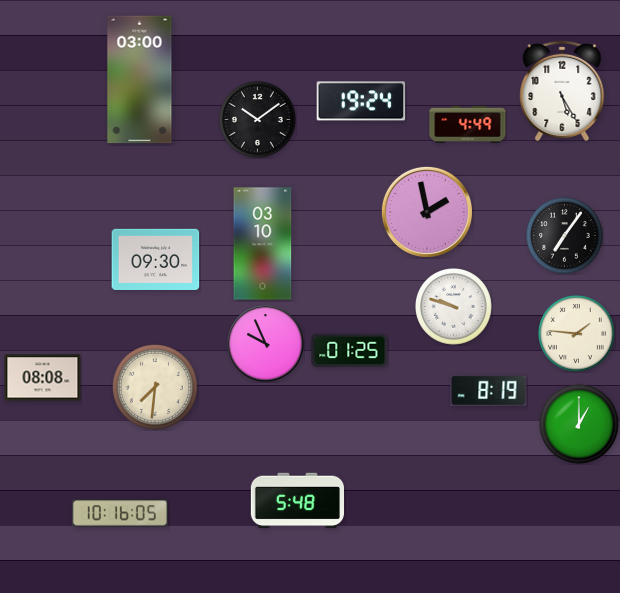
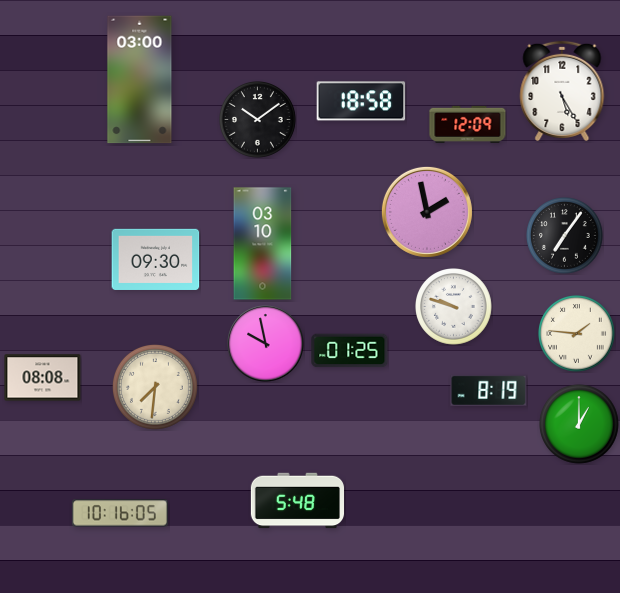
clock at (361, 101): 19:24 -> 18:58
clock at (468, 124): 4:49 -> 12:09
clock at (266, 344): 9:56 -> 9:58
